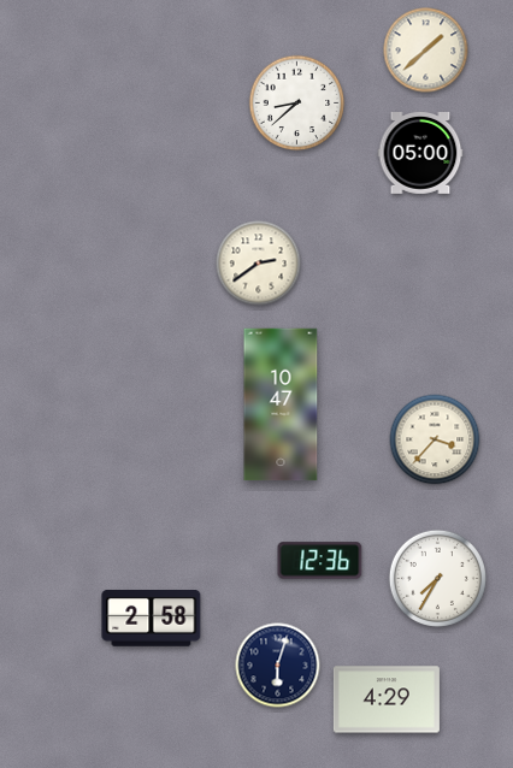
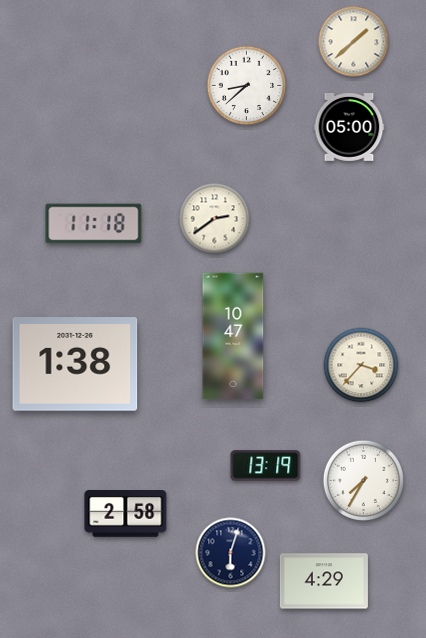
clock at (94, 224): none -> 11:18
clock at (75, 365): none -> 1:38
clock at (320, 561): 12:36 -> 13:19
clock at (387, 699) position: (387, 699) -> (324, 581)
